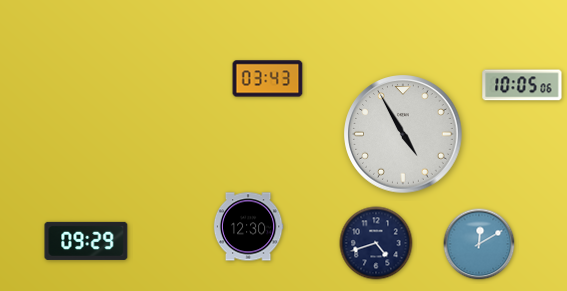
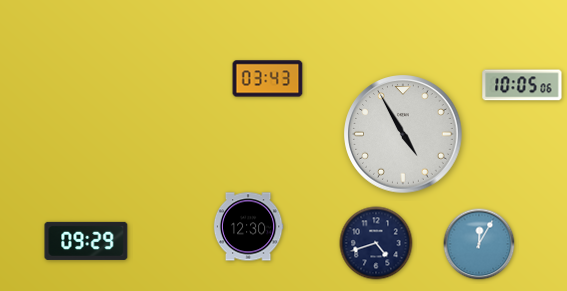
clock at (479, 244): 12:10 -> 12:05
